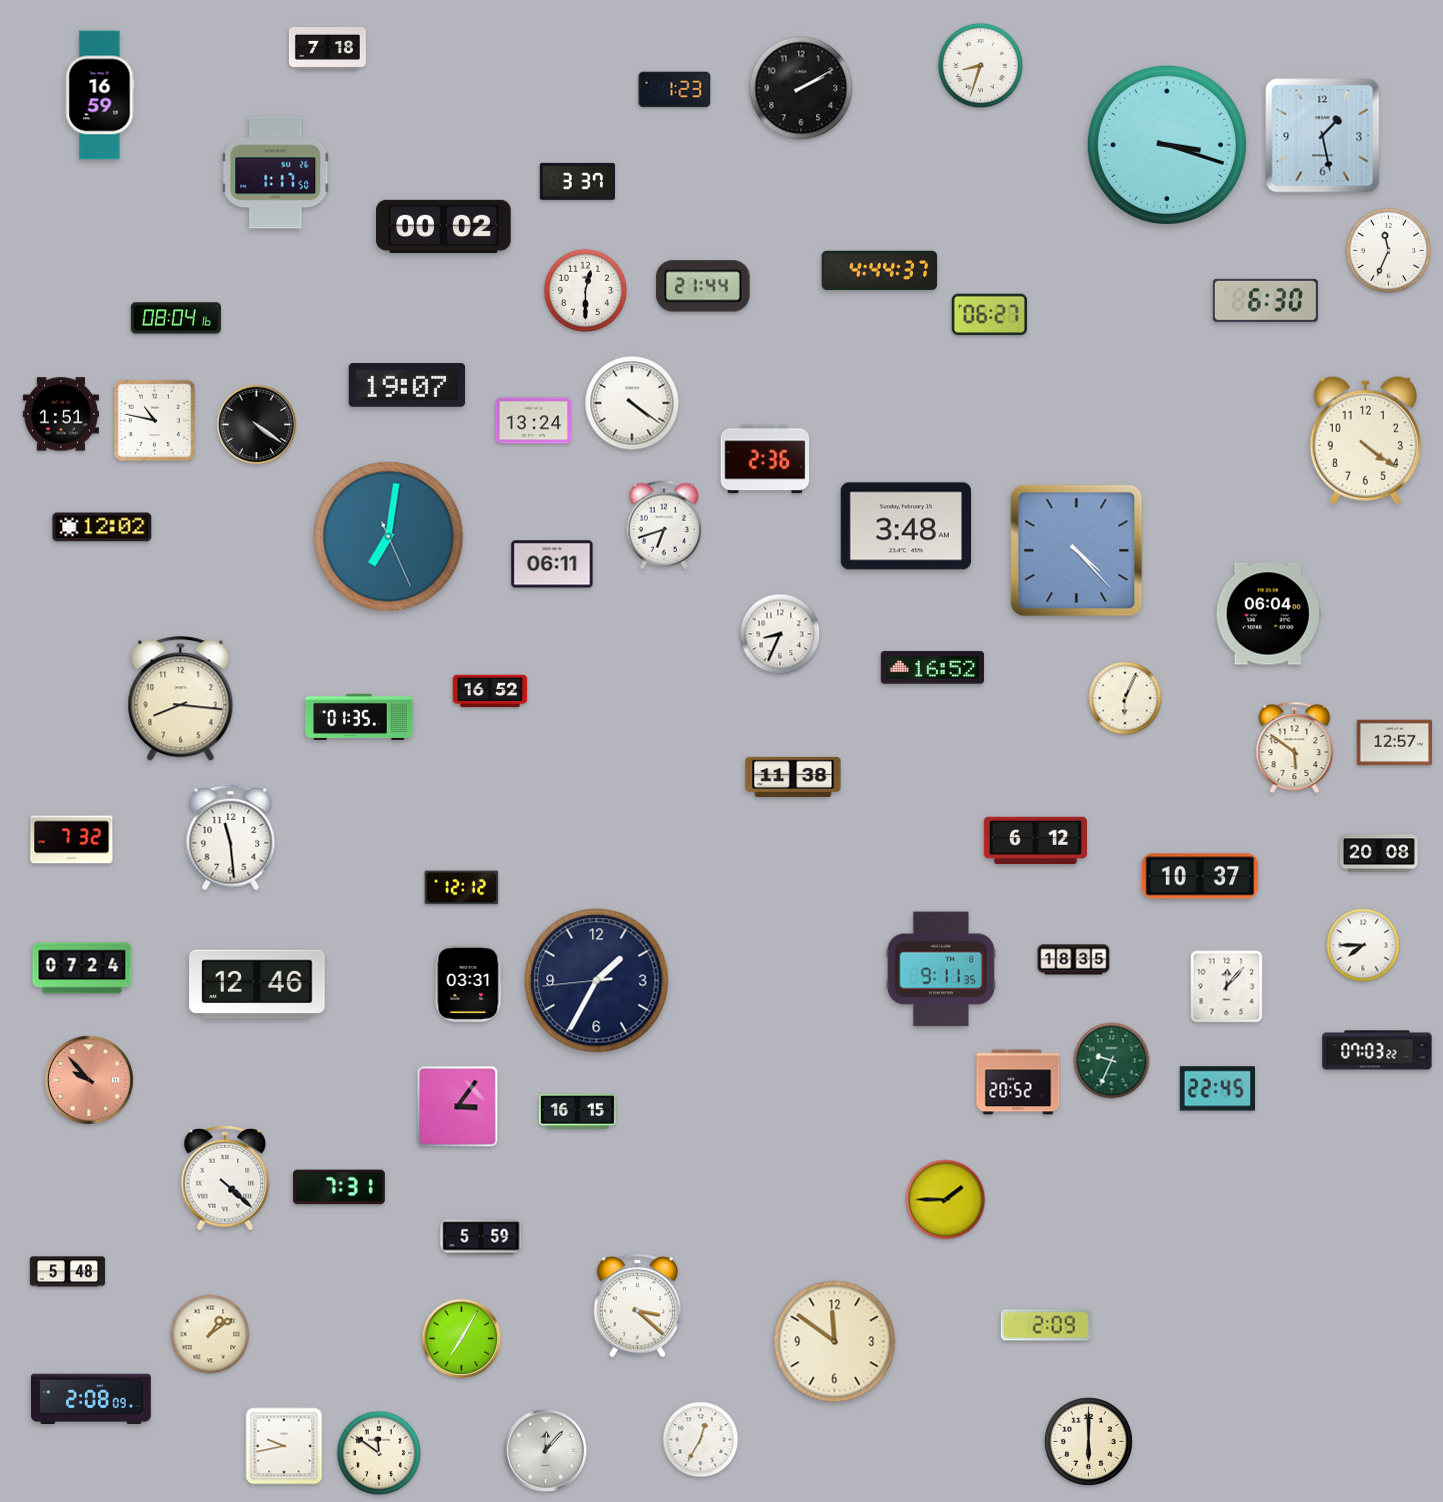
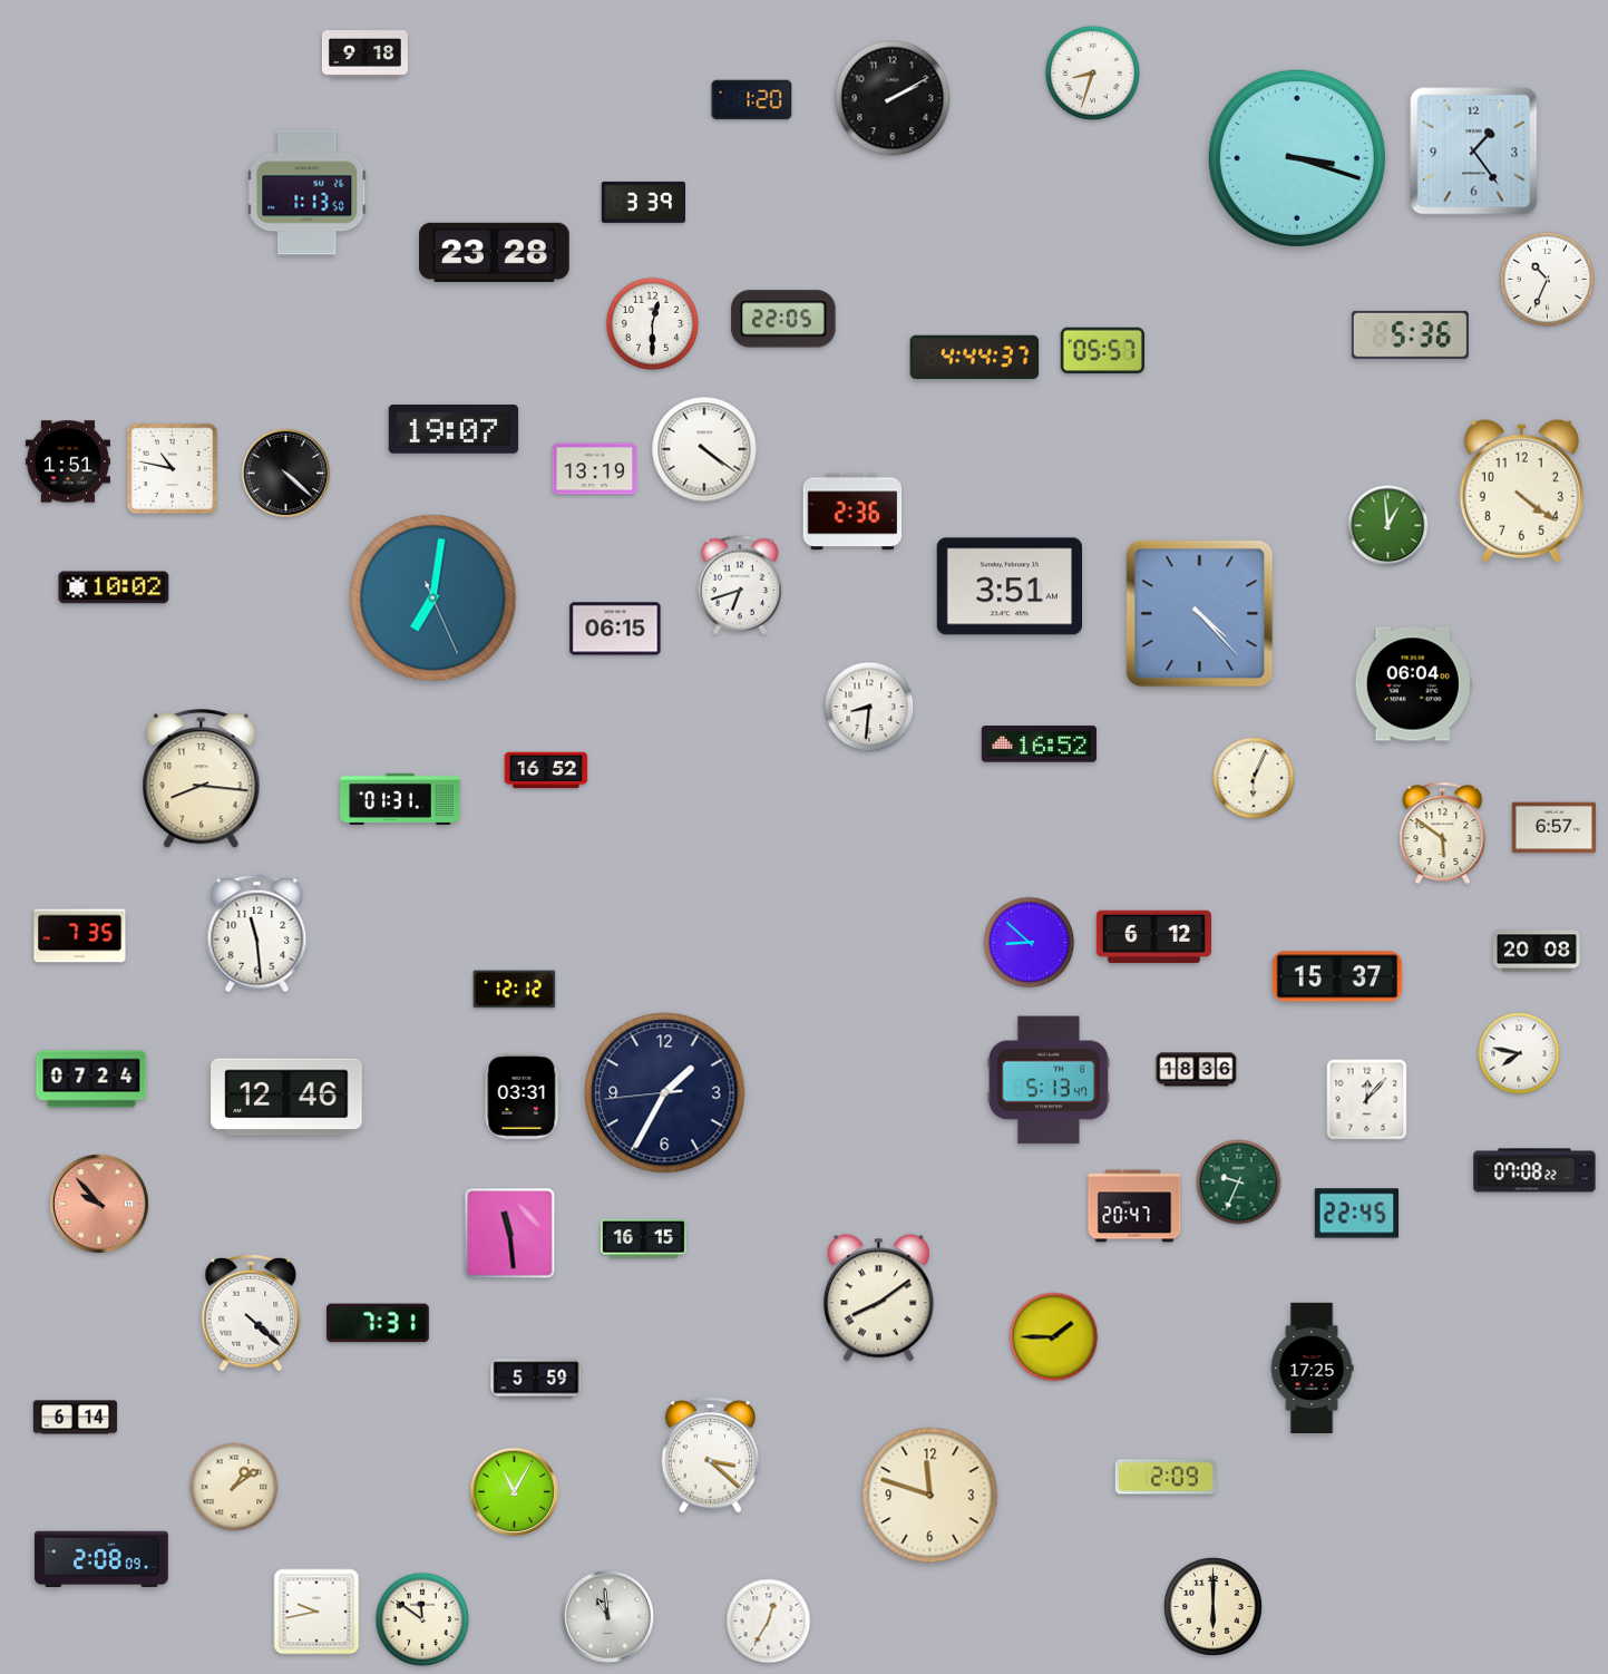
clock at (327, 49): 7:18 -> 9:18
clock at (675, 90): 1:23 -> 1:20
clock at (100, 95): 16:59 -> none
clock at (1323, 136): 1:28 -> 1:24
clock at (1167, 145) position: (1167, 145) -> (1297, 158)
clock at (276, 173): 1:17 -> 1:13
clock at (577, 181): 3:37 -> 3:39
clock at (444, 226): 00:02 -> 23:28
clock at (1388, 250): 11:34 -> 10:34
clock at (880, 271) position: (880, 271) -> (975, 358)
clock at (703, 286): 21:44 -> 22:05
clock at (1265, 300): 6:30 -> 5:36
clock at (989, 315): 06:27 -> 05:57
clock at (176, 318): 08:04 -> none
clock at (534, 421): 13:24 -> 13:19
clock at (257, 425): 4:21 -> 4:22
clock at (1388, 526): none -> 12:59
clock at (906, 526): 3:48 -> 3:51
clock at (102, 527): 12:02 -> 10:02
clock at (552, 564): 06:11 -> 06:15
clock at (780, 634): 8:34 -> 8:31
clock at (359, 717): 01:35 -> 01:31
clock at (1395, 743): 12:57 -> 6:57
clock at (793, 777): 11:38 -> none
clock at (72, 840): 7:32 -> 7:35
clock at (1030, 943): none -> 8:52
clock at (1200, 876): 10:37 -> 15:37
clock at (1363, 945): 7:45 -> 7:47
clock at (1074, 960): 18:35 -> 18:36
clock at (940, 969): 9:11 -> 5:13
clock at (1377, 1050): 07:03 -> 07:08
clock at (1018, 1082): 20:52 -> 20:47
clock at (458, 1107): 3:06 -> 11:29
clock at (878, 1298): none -> 8:09
clock at (1312, 1368): none -> 17:25
clock at (68, 1272): 5:48 -> 6:14
clock at (462, 1339): 7:05 -> 11:05
clock at (835, 1342): 11:51 -> 11:48
clock at (701, 1440) position: (701, 1440) -> (769, 1622)
clock at (545, 1450): 12:07 -> 10:59
